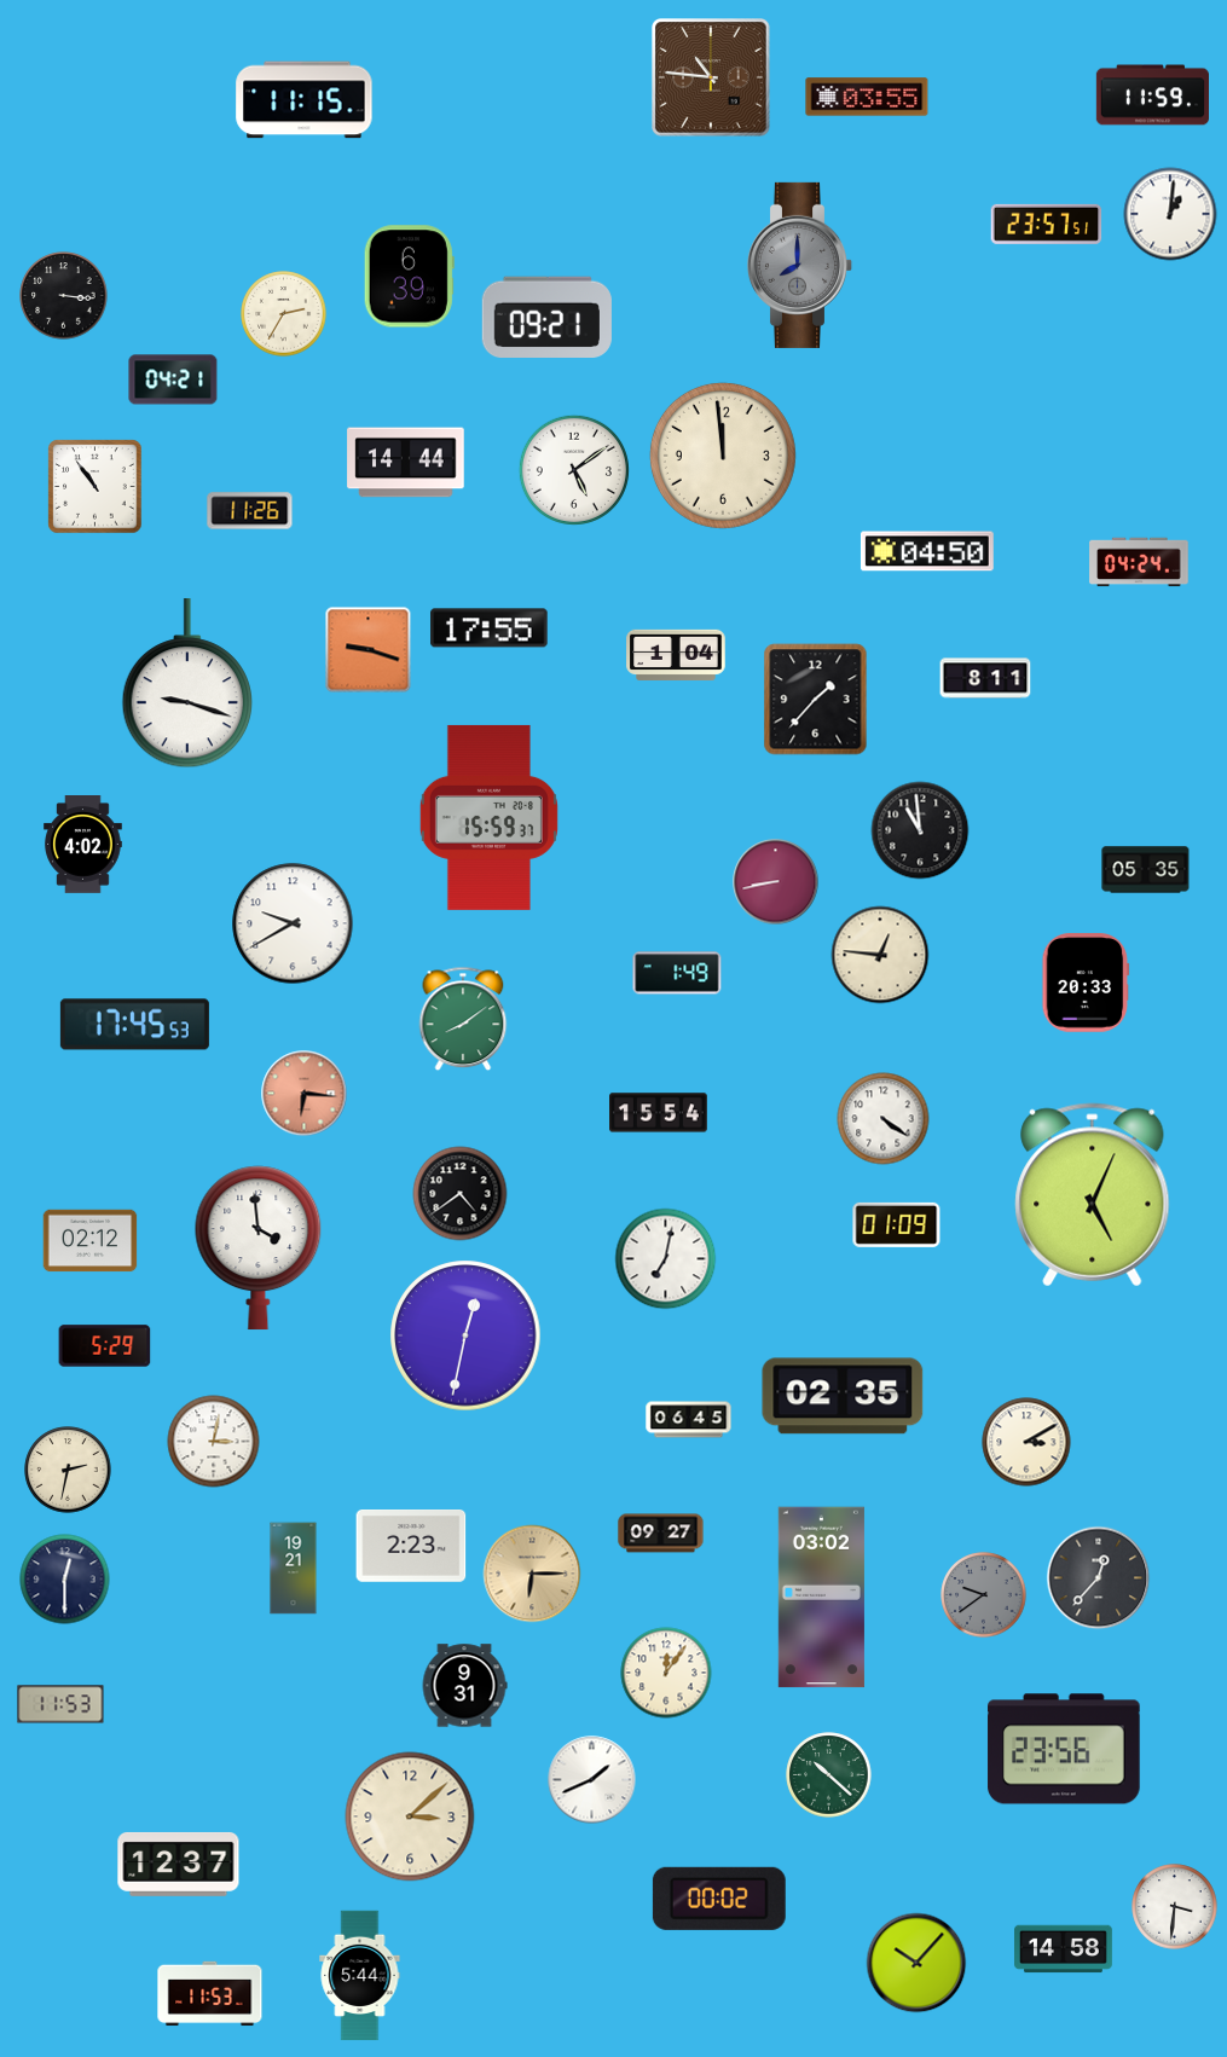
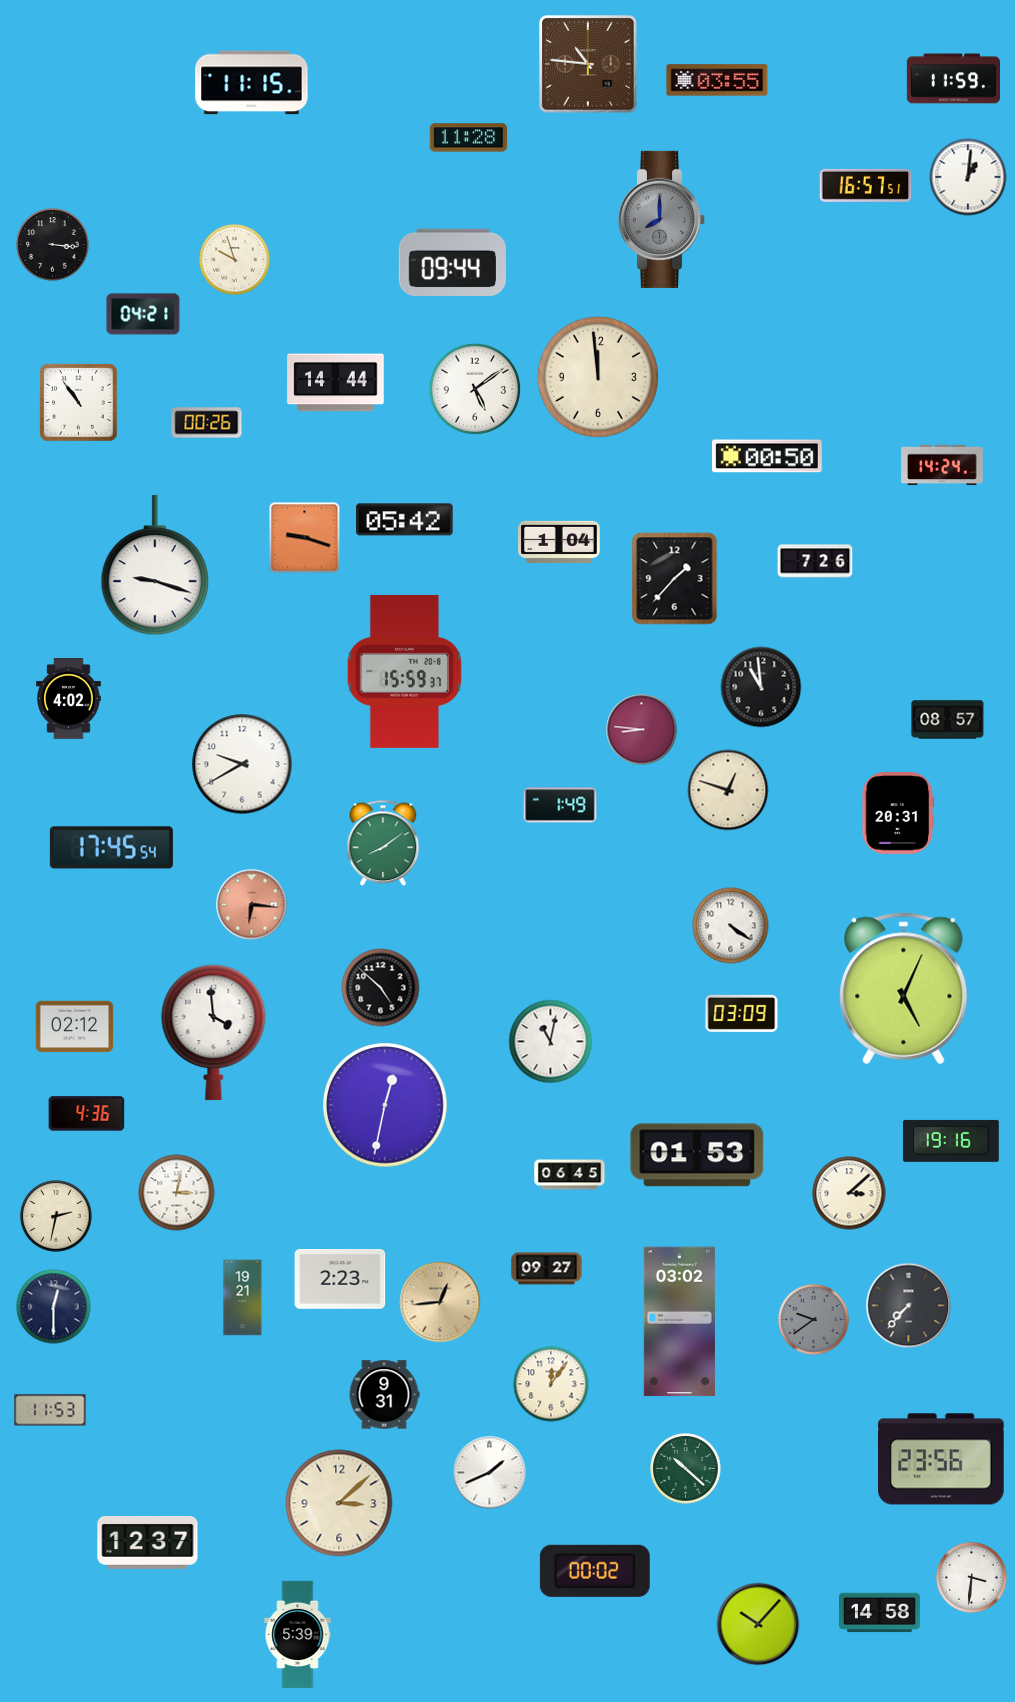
clock at (469, 138): none -> 11:28
clock at (1047, 224): 23:57 -> 16:57
clock at (409, 277): 6:39 -> none
clock at (284, 314): 2:35 -> 9:57
clock at (546, 317): 09:21 -> 09:44
clock at (250, 511): 11:26 -> 00:26
clock at (927, 551): 04:50 -> 00:50
clock at (1139, 562): 04:24 -> 14:24
clock at (490, 628): 17:55 -> 05:42
clock at (985, 678): 8:11 -> 7:26
clock at (488, 817) position: (488, 817) -> (404, 671)
clock at (1146, 870): 05:35 -> 08:57
clock at (776, 882): 8:43 -> 8:46
clock at (880, 955): 12:46 -> 12:48
clock at (1086, 983): 20:33 -> 20:31
clock at (134, 1025): 17:45:53 -> 17:45:54
clock at (659, 1113): 15:54 -> none
clock at (461, 1194): 4:39 -> 4:52
clock at (897, 1224): 01:09 -> 03:09
clock at (666, 1259): 7:02 -> 11:02
clock at (105, 1346): 5:29 -> 4:36
clock at (952, 1141): none -> 19:16
clock at (843, 1396): 02:35 -> 01:53
clock at (1026, 1442): 3:10 -> 3:08
clock at (532, 1574): 6:15 -> 12:44
clock at (1099, 1578): 12:37 -> 7:37
clock at (1064, 1749) position: (1064, 1749) -> (941, 1459)
clock at (360, 1976): 5:44 -> 5:39
clock at (210, 1994): 11:53 -> none
